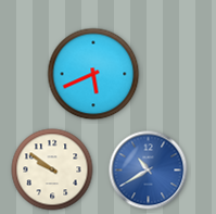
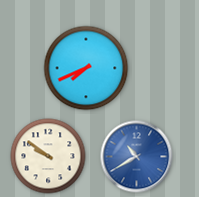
clock at (93, 74): 5:41 -> 7:41
